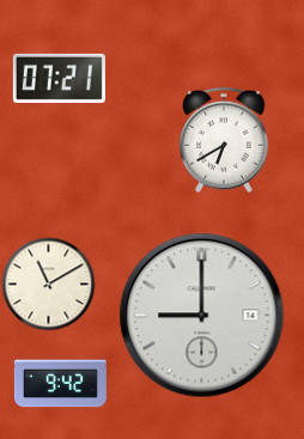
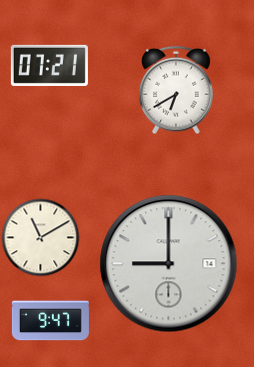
clock at (224, 140) position: (224, 140) -> (176, 90)
clock at (60, 384): 9:42 -> 9:47
